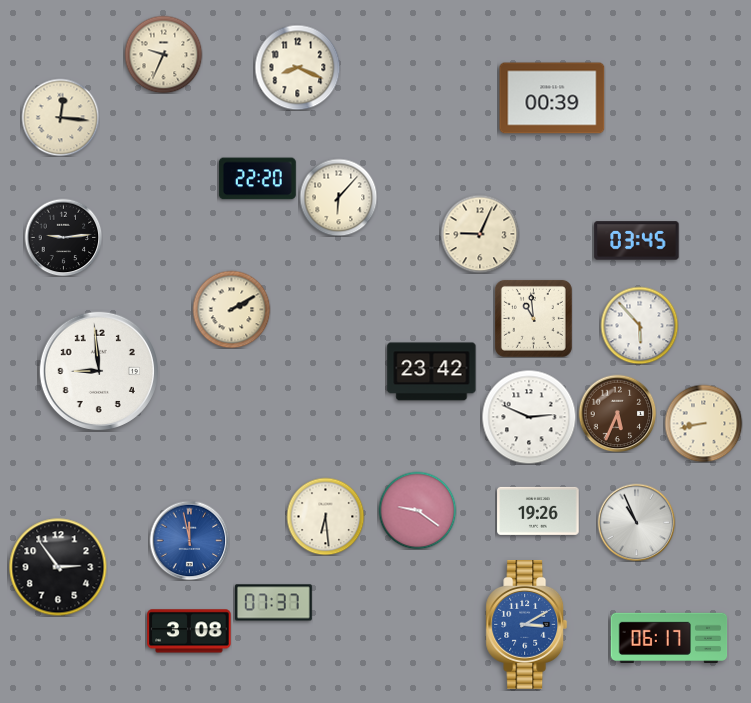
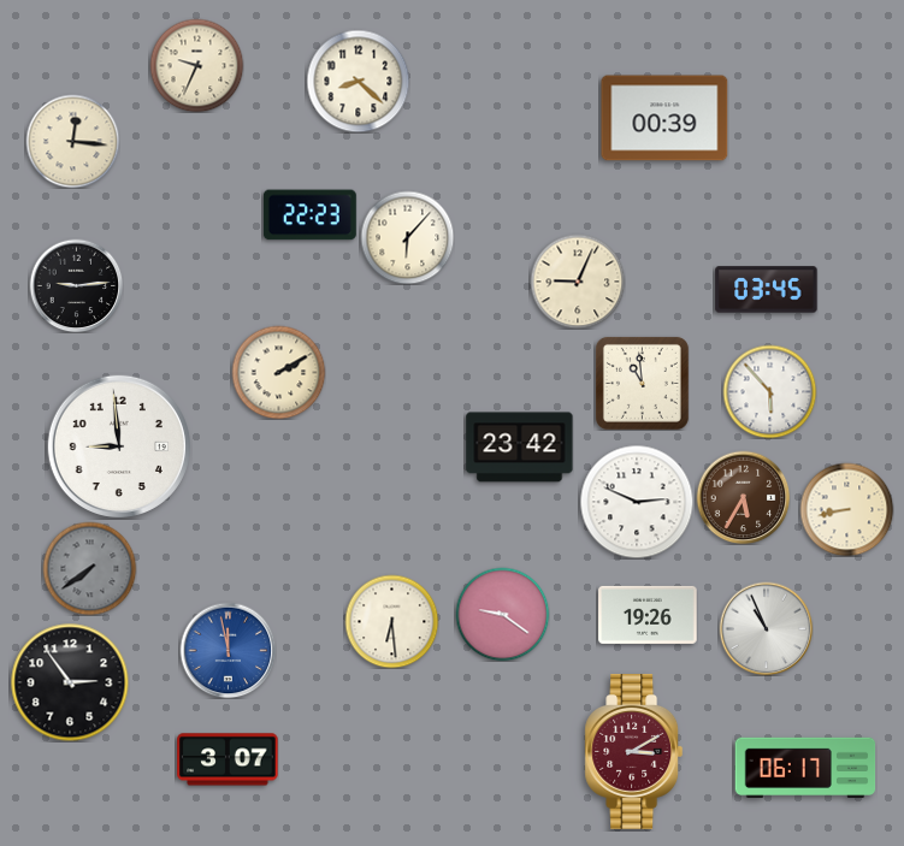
clock at (297, 67): 8:19 -> 8:22
clock at (257, 179): 22:20 -> 22:23
clock at (617, 413): 5:34 -> 5:35
clock at (89, 568): none -> 7:39
clock at (273, 603): 07:37 -> none
clock at (527, 625) dial: blue -> burgundy
clock at (189, 631): 3:08 -> 3:07
